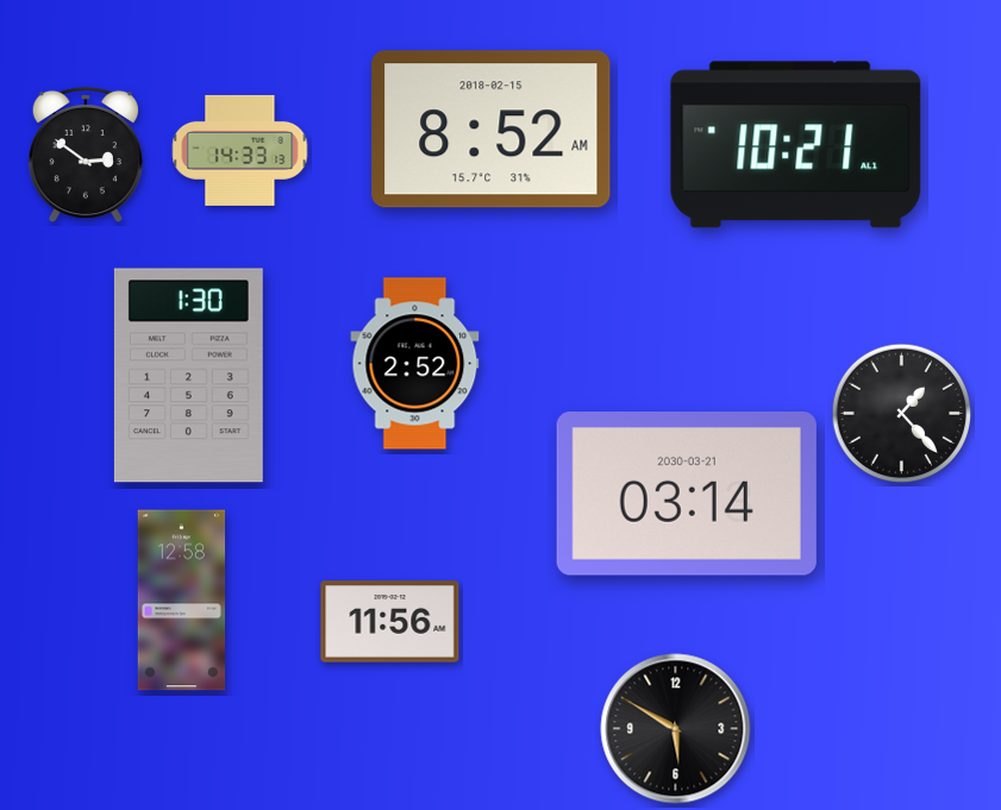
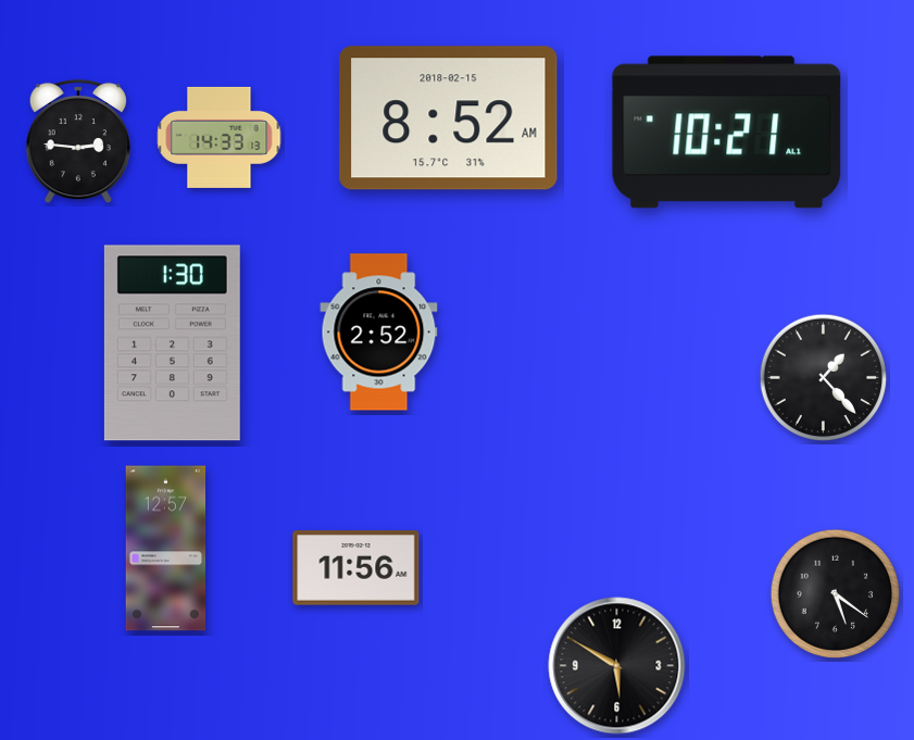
clock at (86, 155): 2:51 -> 2:46
clock at (687, 495): 03:14 -> none
clock at (182, 601): 12:58 -> 12:57
clock at (836, 594): none -> 5:21
